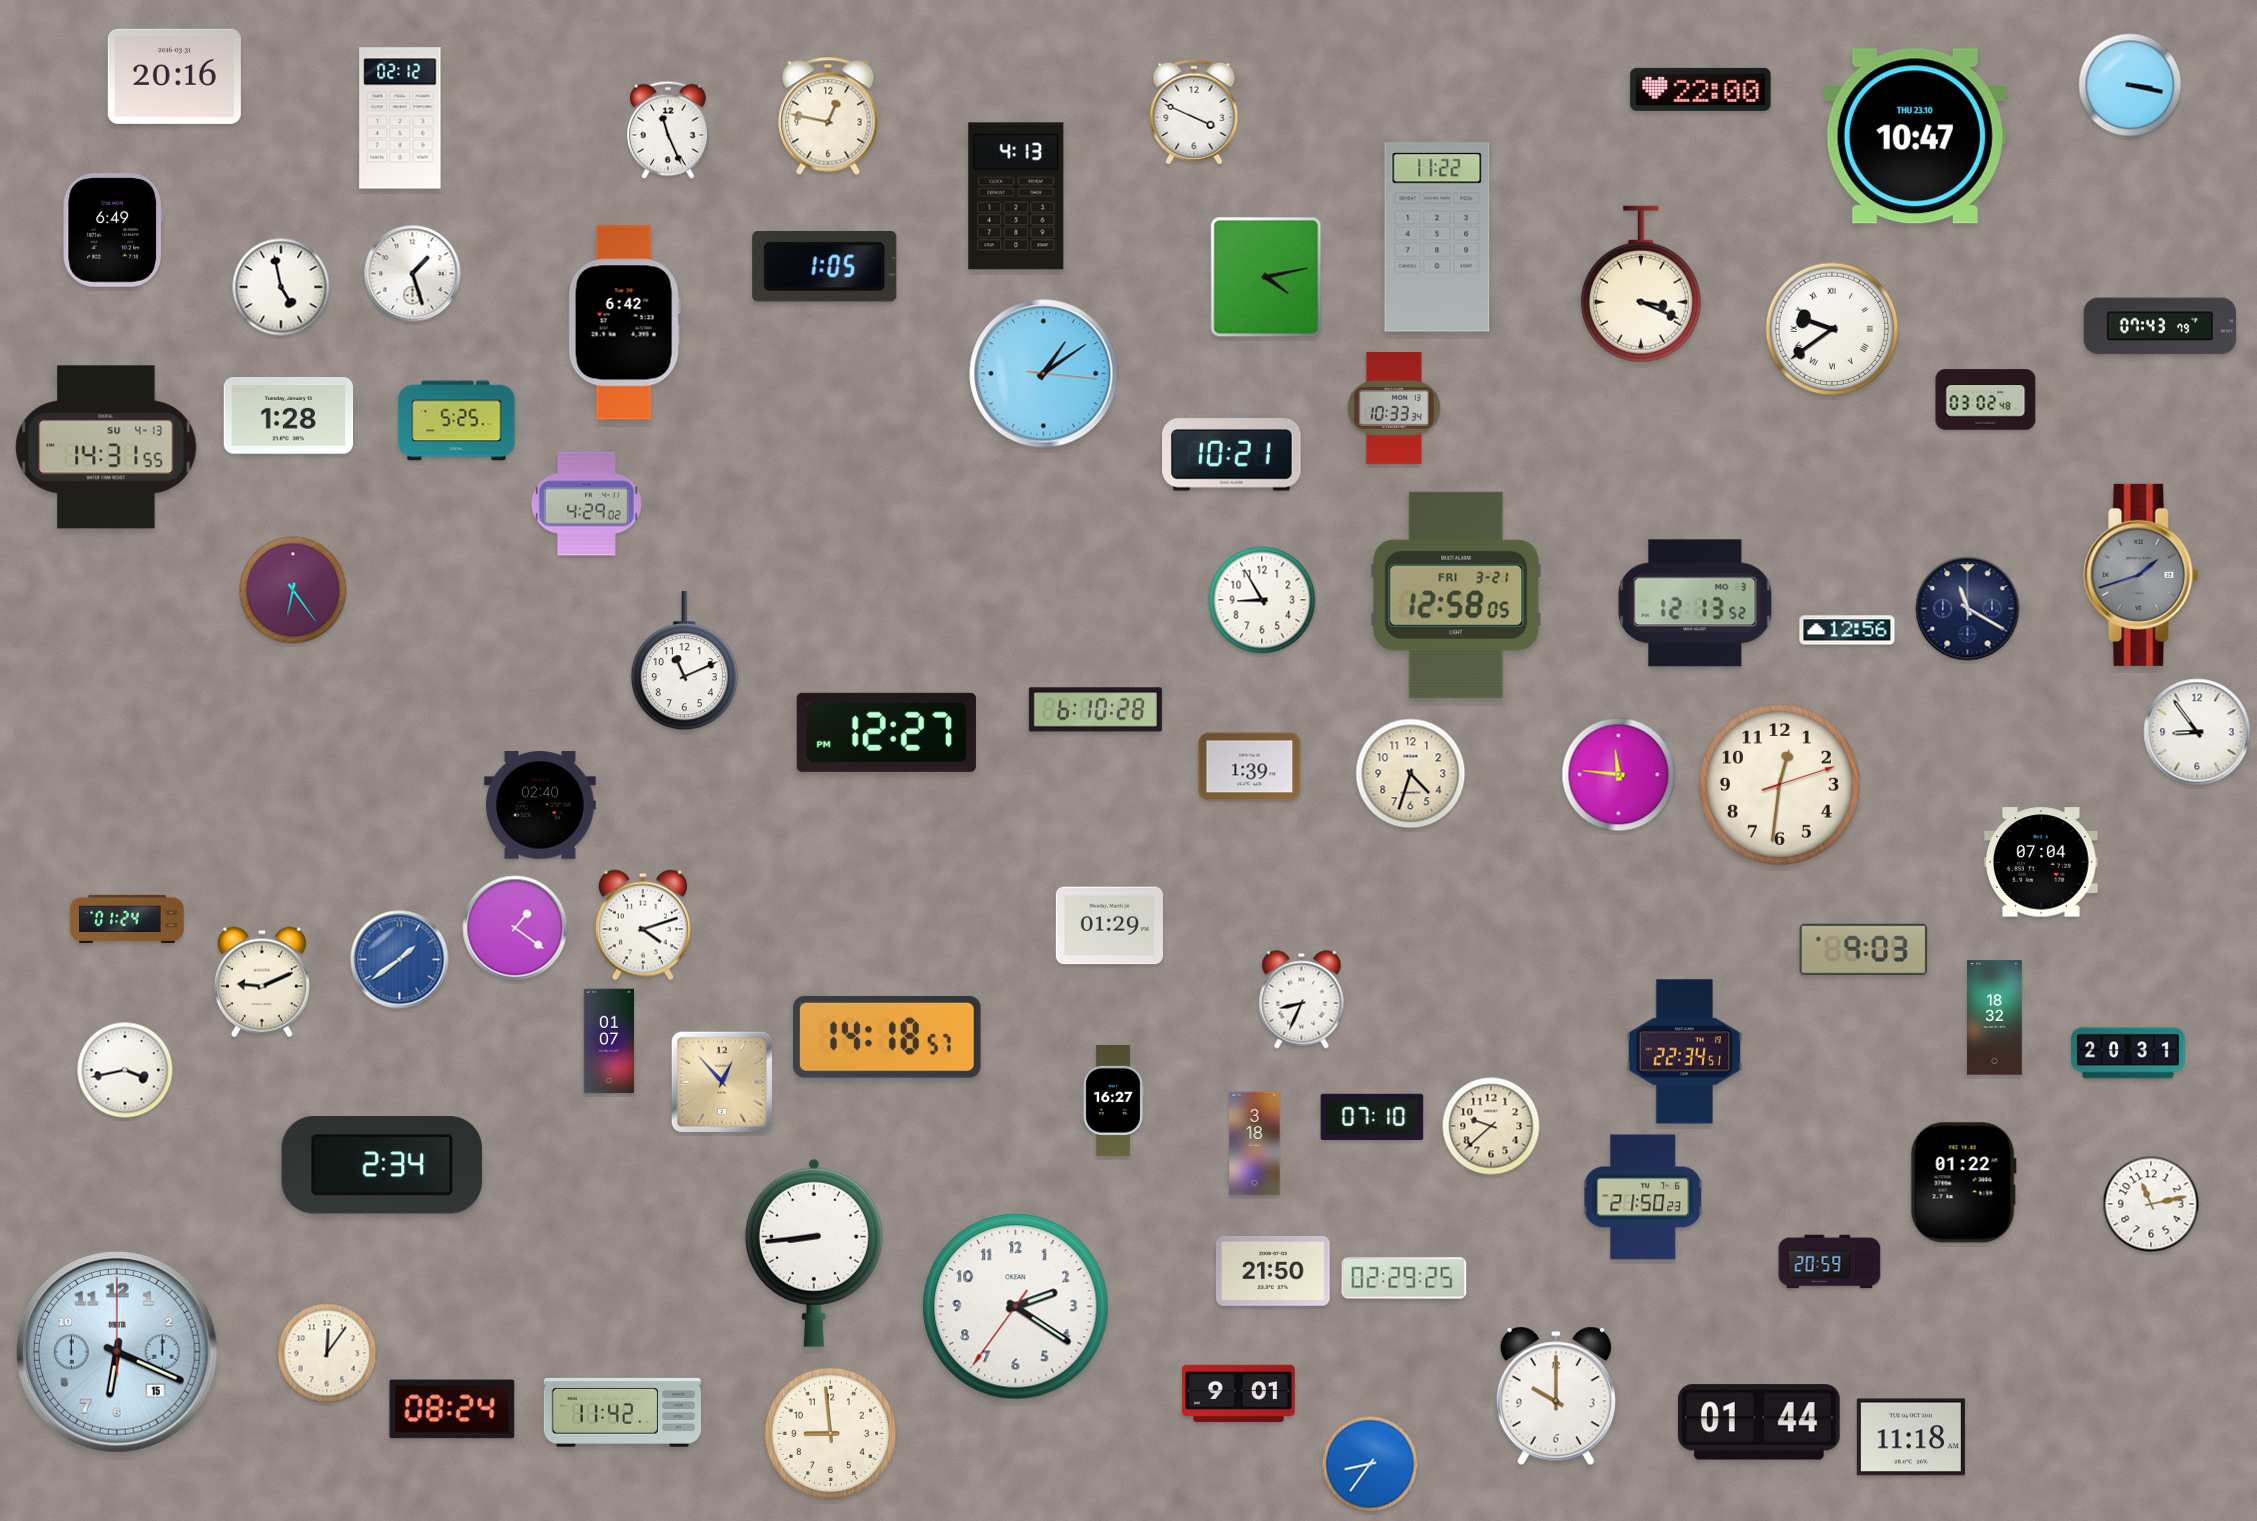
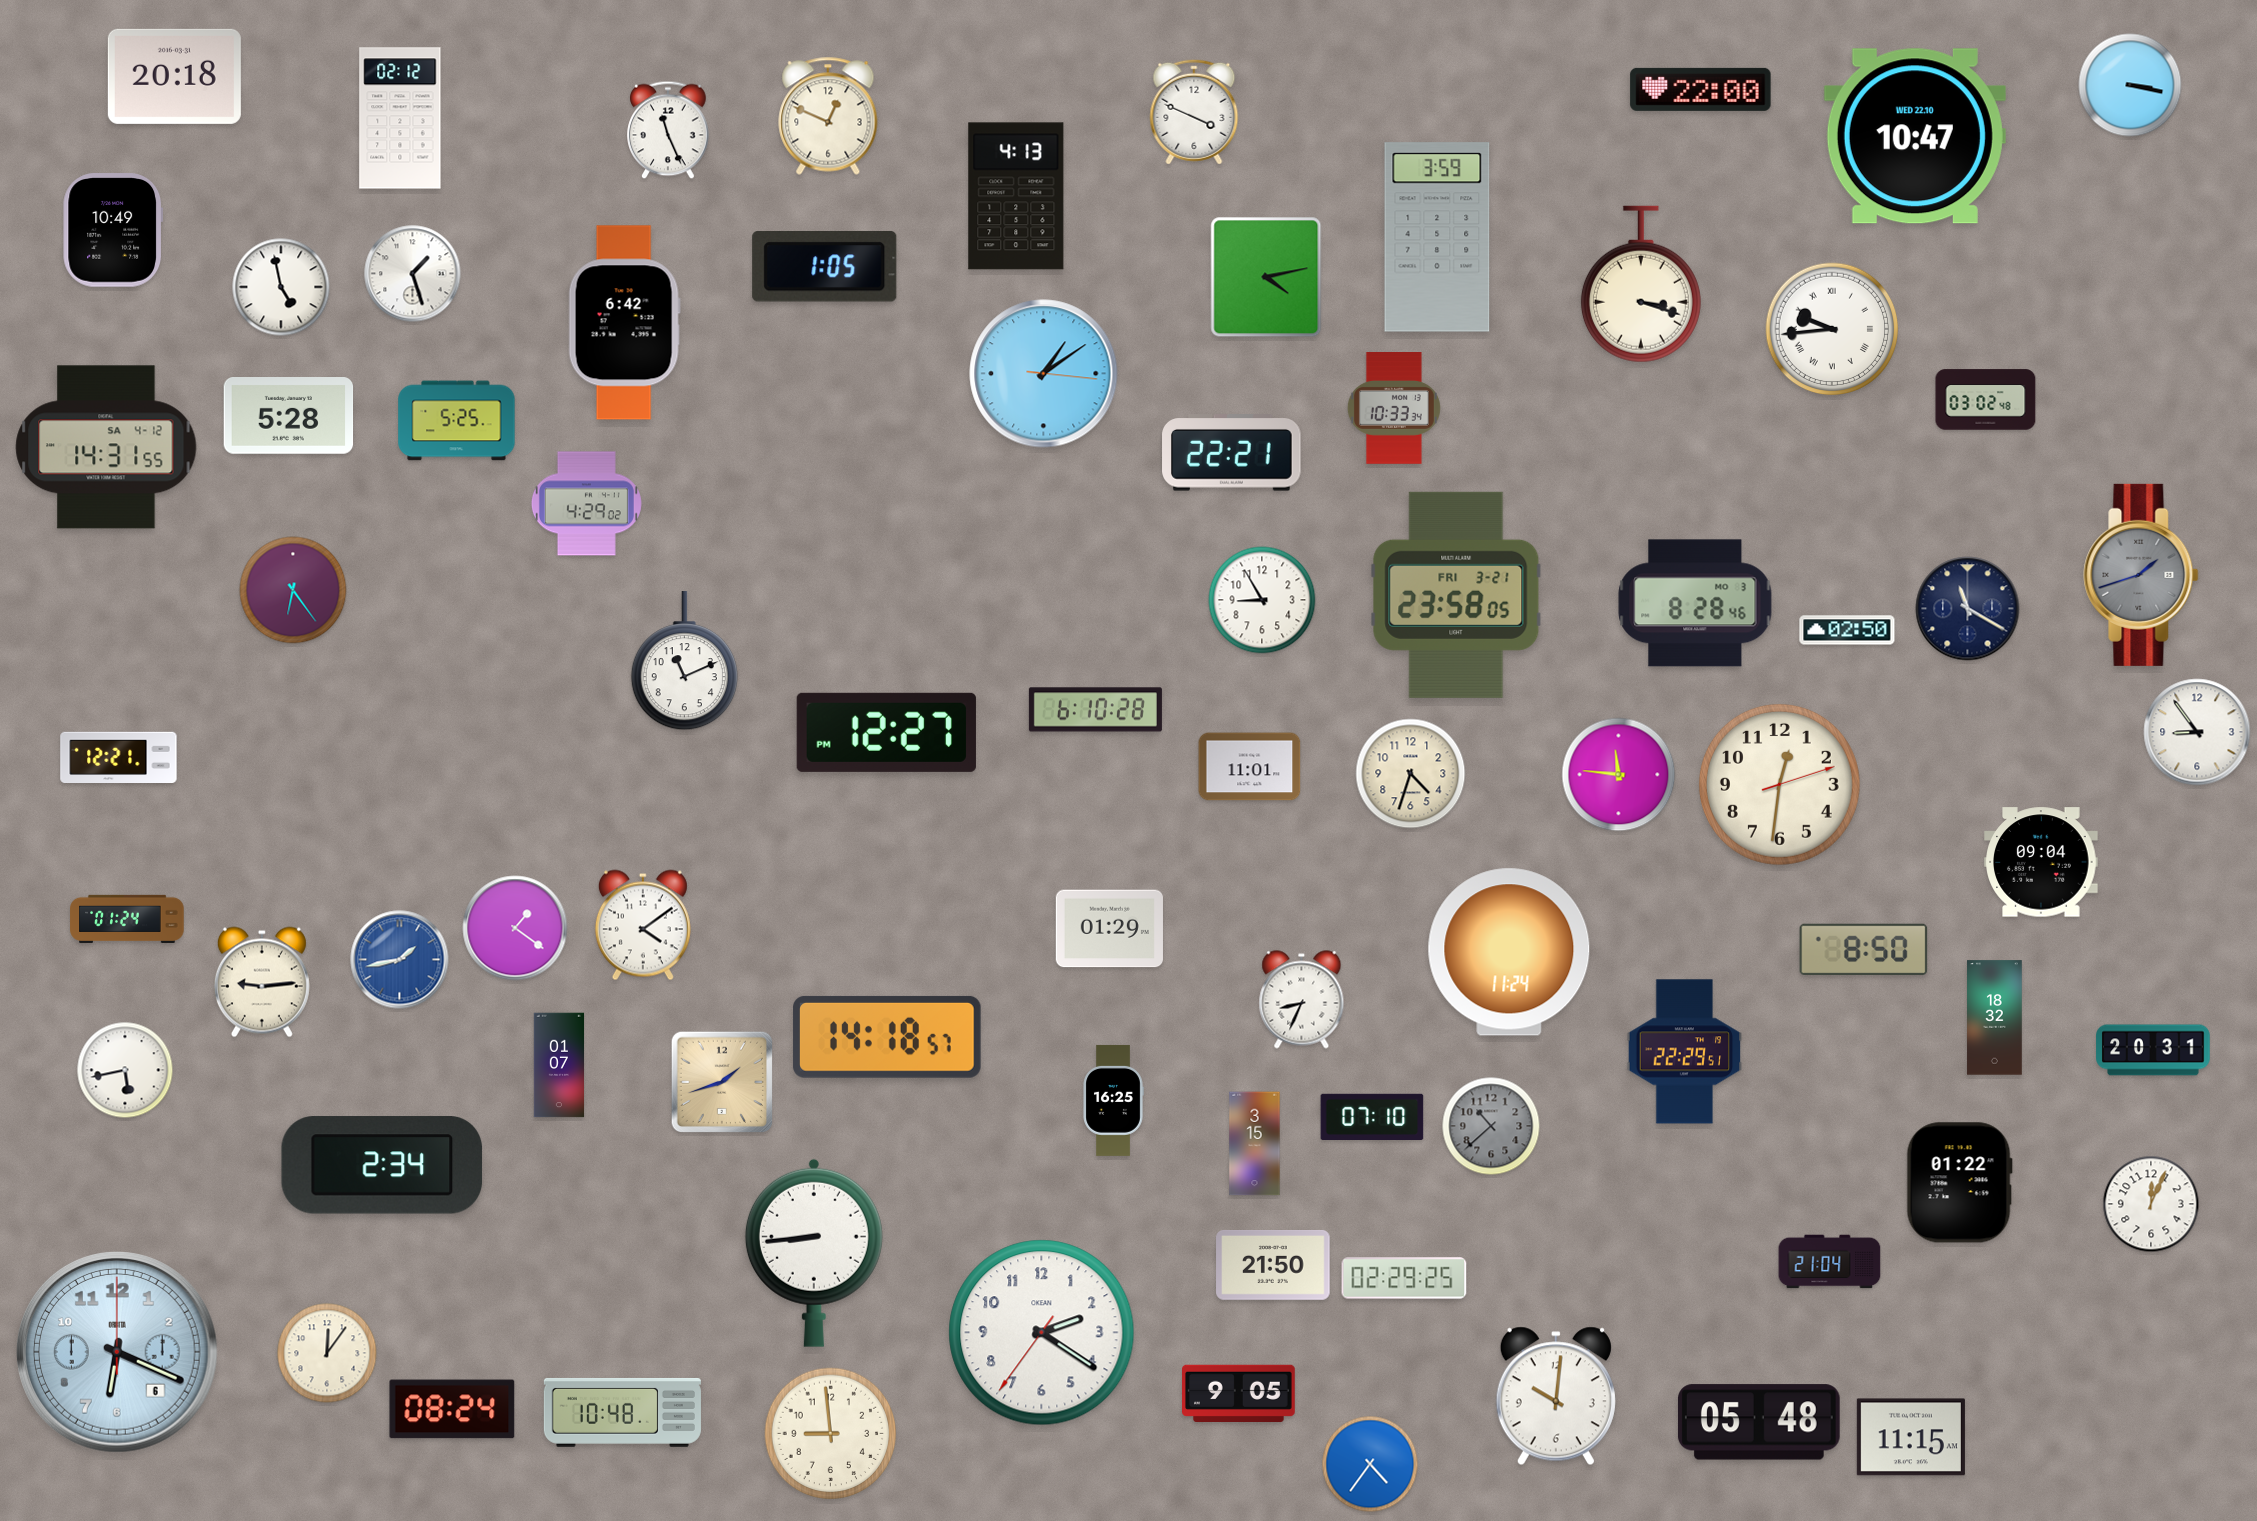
clock at (174, 76): 20:16 -> 20:18
clock at (828, 116): 12:47 -> 12:49
clock at (1915, 136) date: THU 23.10 -> WED 22.10
clock at (112, 230): 6:49 -> 10:49
clock at (1437, 237): 11:22 -> 3:59
clock at (1641, 284): 3:19 -> 3:18
clock at (2160, 326): 07:43 -> none
clock at (1832, 329): 9:39 -> 9:44
clock at (289, 416): 1:28 -> 5:28
clock at (106, 447) date: SU 4-13 -> SA 4-12
clock at (1232, 453): 10:21 -> 22:21
clock at (1456, 595): 12:58 -> 23:58
clock at (1695, 603): 12:13 -> 8:28
clock at (1847, 630): 12:56 -> 02:50
clock at (119, 757): none -> 12:21
clock at (1250, 767): 1:39 -> 11:01
clock at (540, 805): 02:40 -> none
clock at (2041, 862): 07:04 -> 09:04
clock at (643, 925): 4:12 -> 4:09
clock at (1109, 926) position: (1109, 926) -> (1109, 929)
clock at (1864, 949): 9:03 -> 8:50
clock at (1509, 952): none -> 11:24
clock at (400, 960): 1:39 -> 1:43
clock at (262, 982): 9:11 -> 9:14
clock at (609, 1041) position: (609, 1041) -> (559, 1065)
clock at (1685, 1052): 22:34 -> 22:29
clock at (2128, 1053) position: (2128, 1053) -> (2153, 1050)
clock at (125, 1070): 3:43 -> 5:43
clock at (722, 1082): 12:53 -> 1:42
clock at (1113, 1100): 16:27 -> 16:25
clock at (1491, 1126): 9:38 -> 10:38
clock at (1491, 1126) dial: cream -> grey
clock at (1255, 1144): 3:18 -> 3:15
clock at (1963, 1183) position: (1963, 1183) -> (1959, 1183)
clock at (1644, 1197): 21:50 -> none
clock at (2151, 1204): 11:13 -> 12:04
clock at (1830, 1262): 20:59 -> 21:04
clock at (1273, 1271) position: (1273, 1271) -> (1273, 1265)
clock at (1016, 1307) position: (1016, 1307) -> (1042, 1333)
clock at (117, 1352) date: 15 -> 6
clock at (1239, 1393): 9:01 -> 9:05
clock at (1556, 1396): 10:00 -> 10:01
clock at (622, 1412): 11:42 -> 10:48
clock at (1759, 1422): 01:44 -> 05:48
clock at (1911, 1437): 11:18 -> 11:15
clock at (1370, 1464): 8:36 -> 4:36
